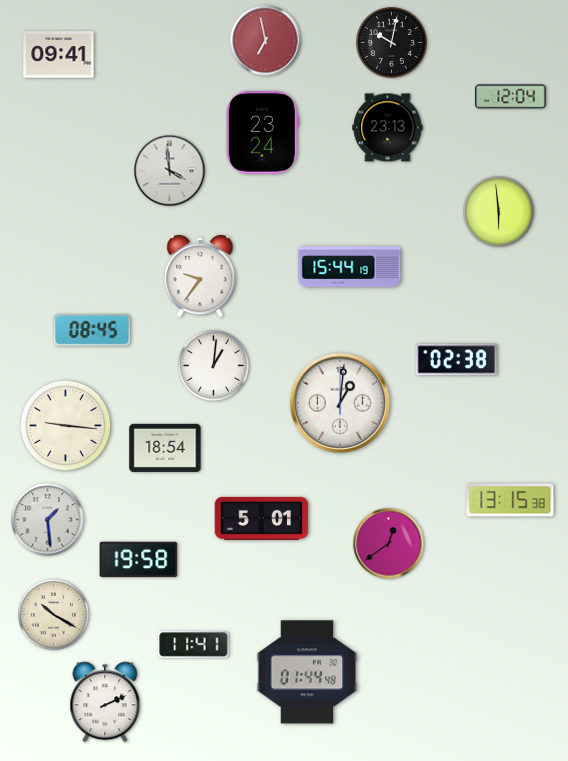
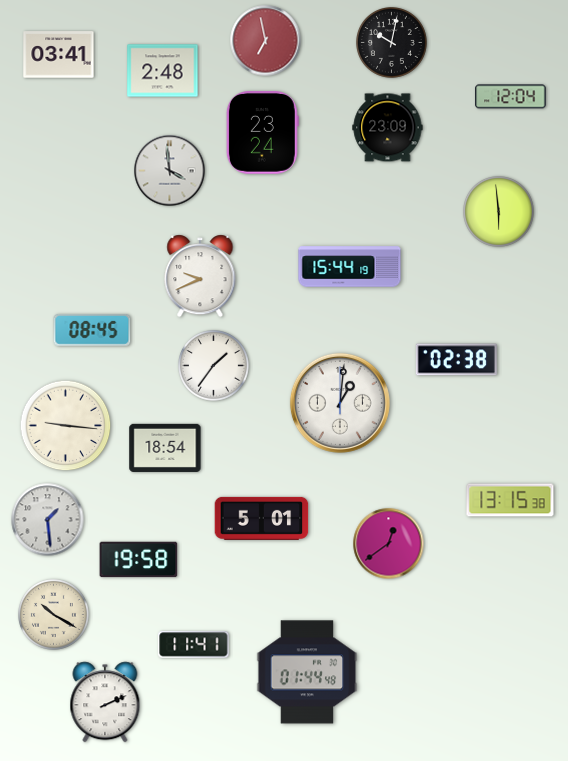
clock at (59, 55): 09:41 -> 03:41
clock at (163, 71): none -> 2:48
clock at (388, 128): 23:13 -> 23:09
clock at (200, 276): 9:36 -> 9:41
clock at (214, 366): 1:01 -> 1:36
